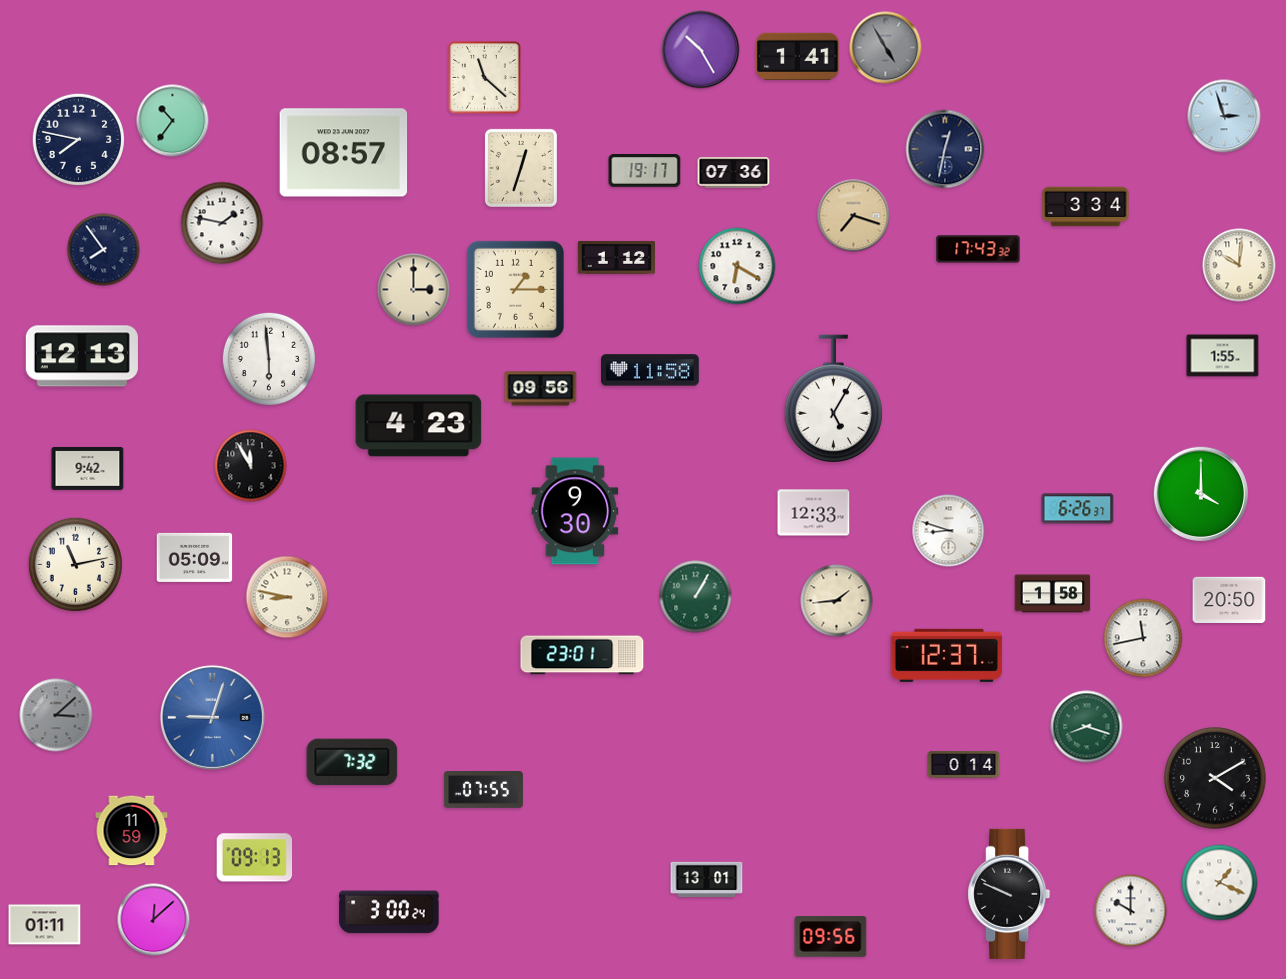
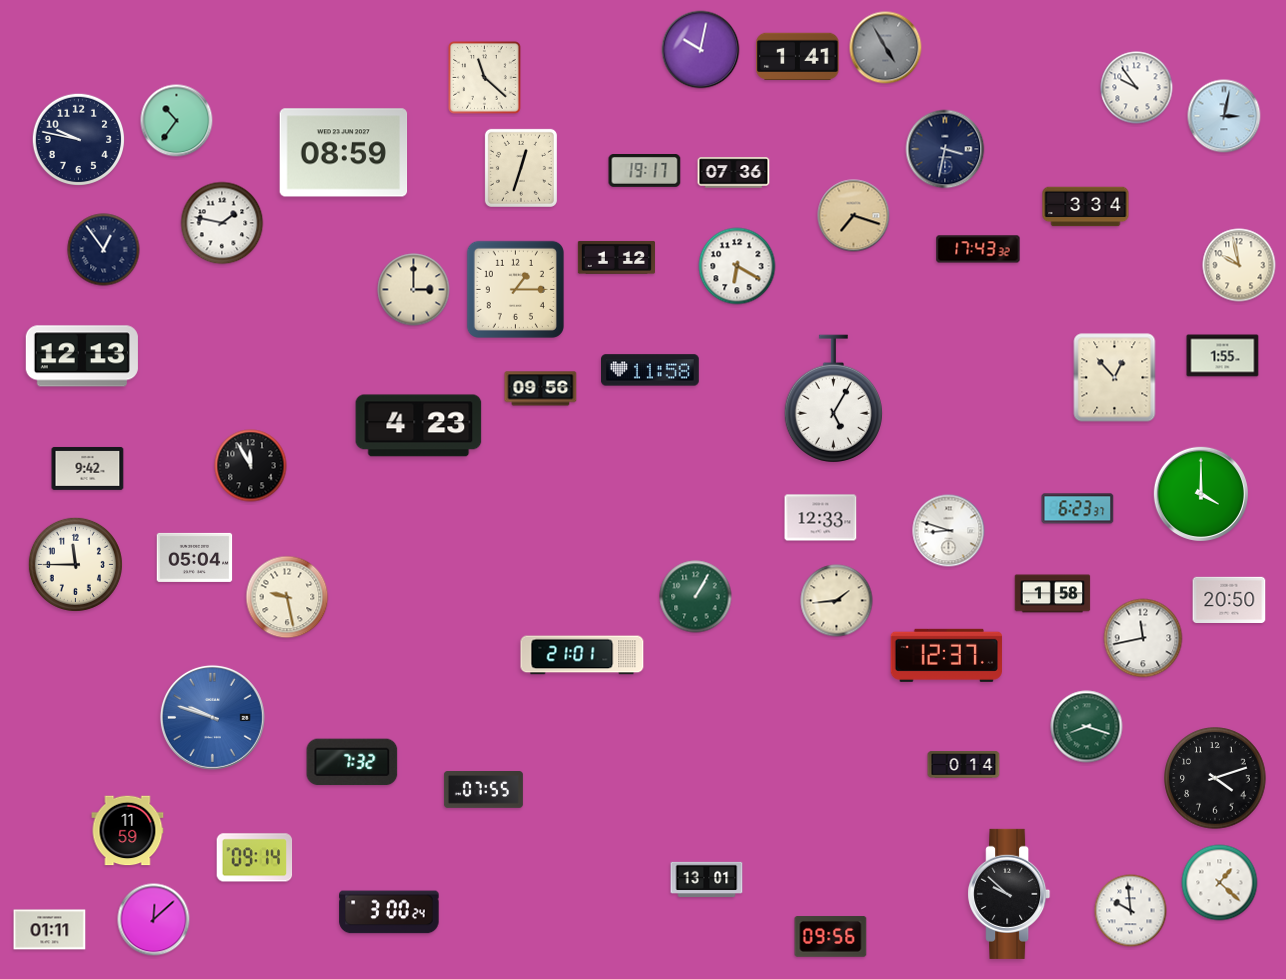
clock at (701, 50): 10:25 -> 10:02
clock at (1137, 88): none -> 9:54
clock at (1224, 116): 2:57 -> 3:02
clock at (173, 121) position: (173, 121) -> (177, 121)
clock at (78, 139): 7:47 -> 9:47
clock at (945, 149): 12:32 -> 3:32
clock at (344, 153): 08:57 -> 08:59
clock at (104, 250): 7:54 -> 12:54
clock at (1239, 265): 10:01 -> 9:58
clock at (269, 359): 5:59 -> none
clock at (1115, 378): none -> 12:53
clock at (1078, 509): 6:26 -> 6:23
clock at (575, 511): 9:30 -> none
clock at (814, 513) position: (814, 513) -> (821, 518)
clock at (195, 557): 05:09 -> 05:04
clock at (75, 564): 11:13 -> 11:45
clock at (287, 597): 8:47 -> 9:28
clock at (582, 655): 23:01 -> 21:01
clock at (56, 715): 3:08 -> none
clock at (212, 717): 9:03 -> 9:48
clock at (1215, 778): 4:10 -> 4:12
clock at (132, 831) position: (132, 831) -> (128, 831)
clock at (255, 858): 09:13 -> 09:14
clock at (1220, 883): 1:19 -> 1:22
clock at (1009, 894): 9:49 -> 9:52
clock at (1131, 911): 10:00 -> 9:59
clock at (45, 925) position: (45, 925) -> (50, 930)
